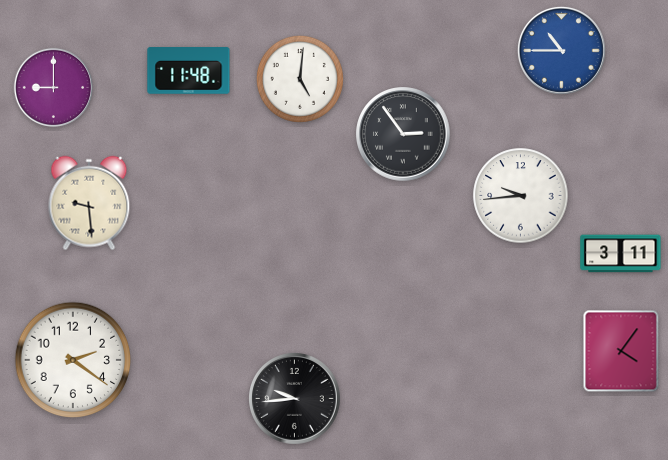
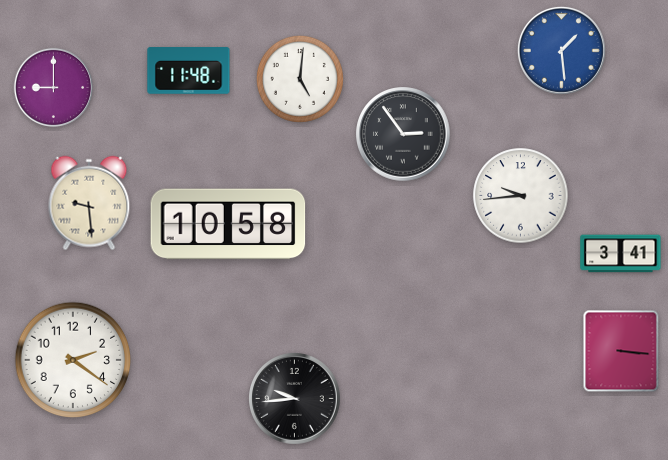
clock at (561, 50): 10:45 -> 1:29
clock at (228, 224): none -> 10:58
clock at (621, 254): 3:11 -> 3:41
clock at (621, 351): 4:06 -> 3:16
